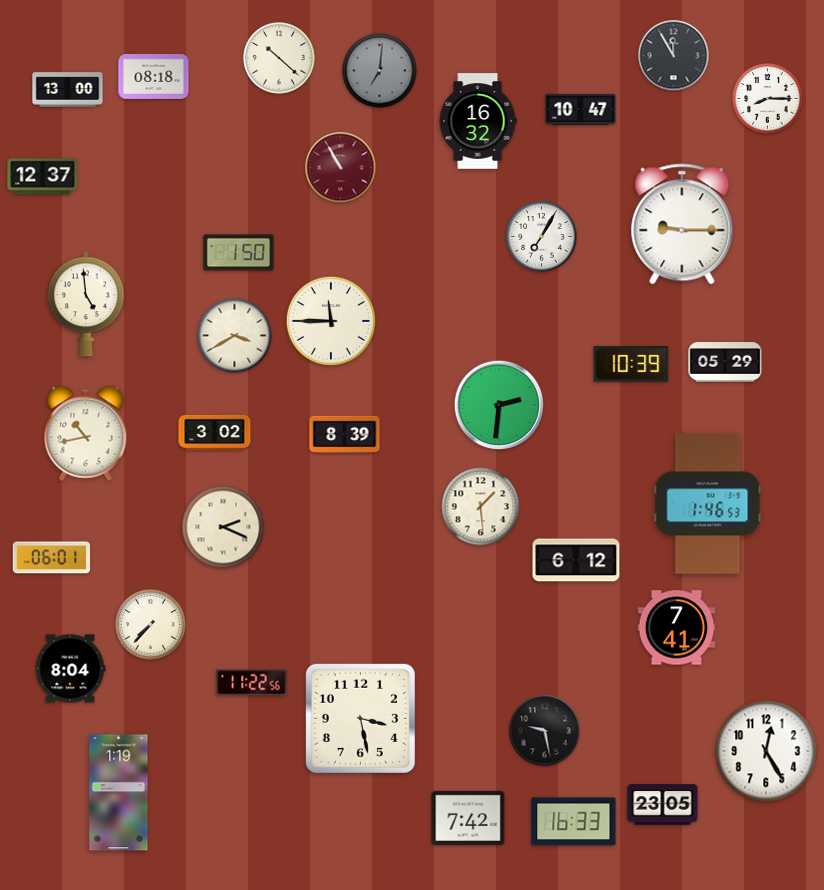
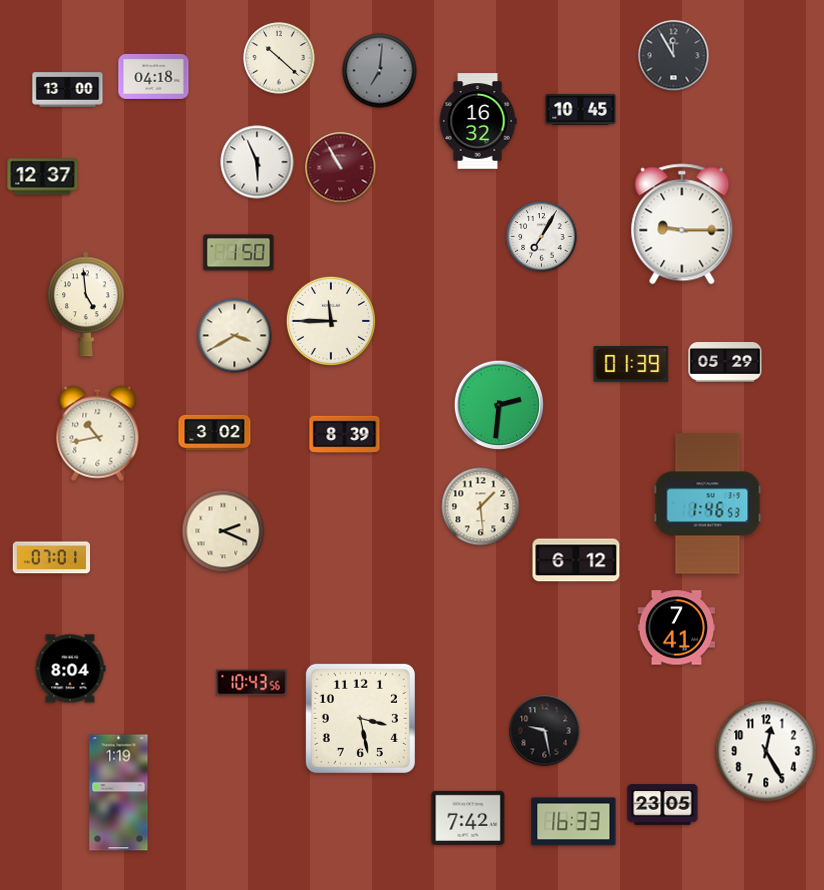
clock at (154, 76): 08:18 -> 04:18
clock at (768, 99): 8:15 -> none
clock at (581, 109): 10:47 -> 10:45
clock at (257, 162): none -> 5:56
clock at (631, 364): 10:39 -> 01:39
clock at (86, 434) position: (86, 434) -> (98, 434)
clock at (223, 527) position: (223, 527) -> (223, 531)
clock at (52, 558): 06:01 -> 07:01
clock at (151, 625): 7:37 -> none
clock at (252, 683): 11:22 -> 10:43
